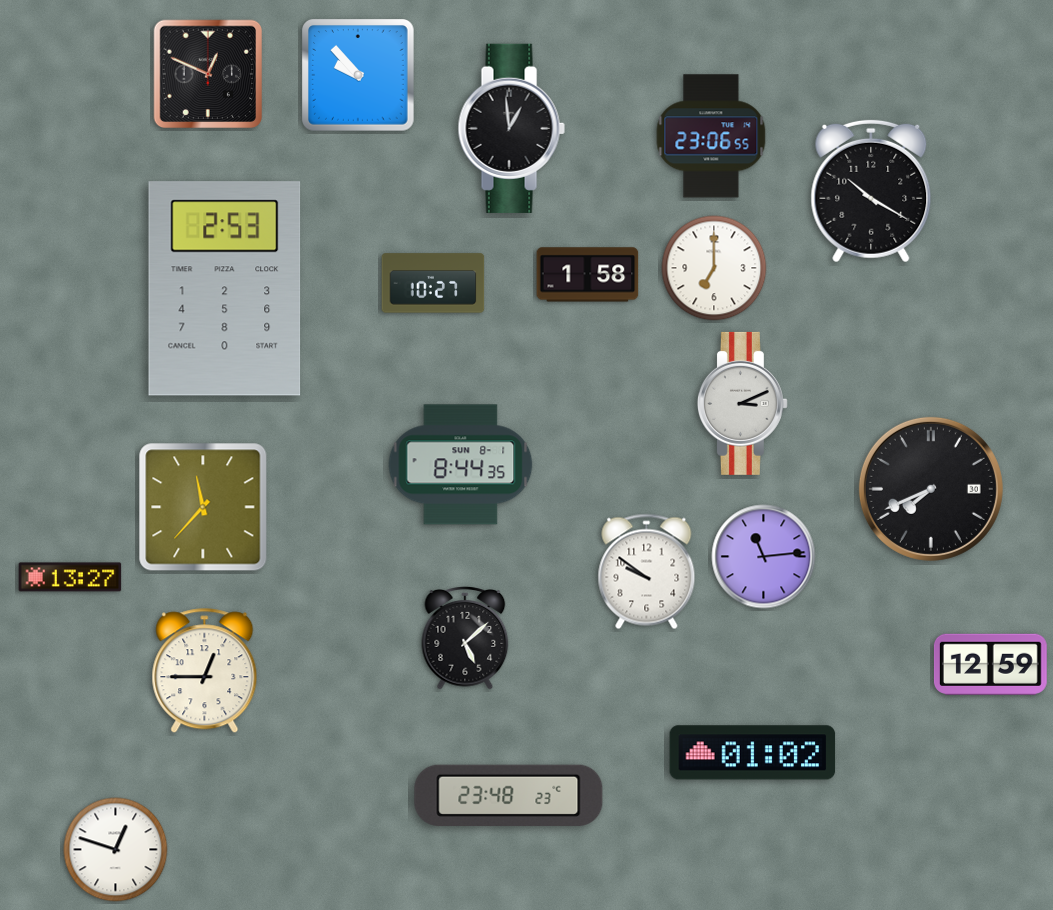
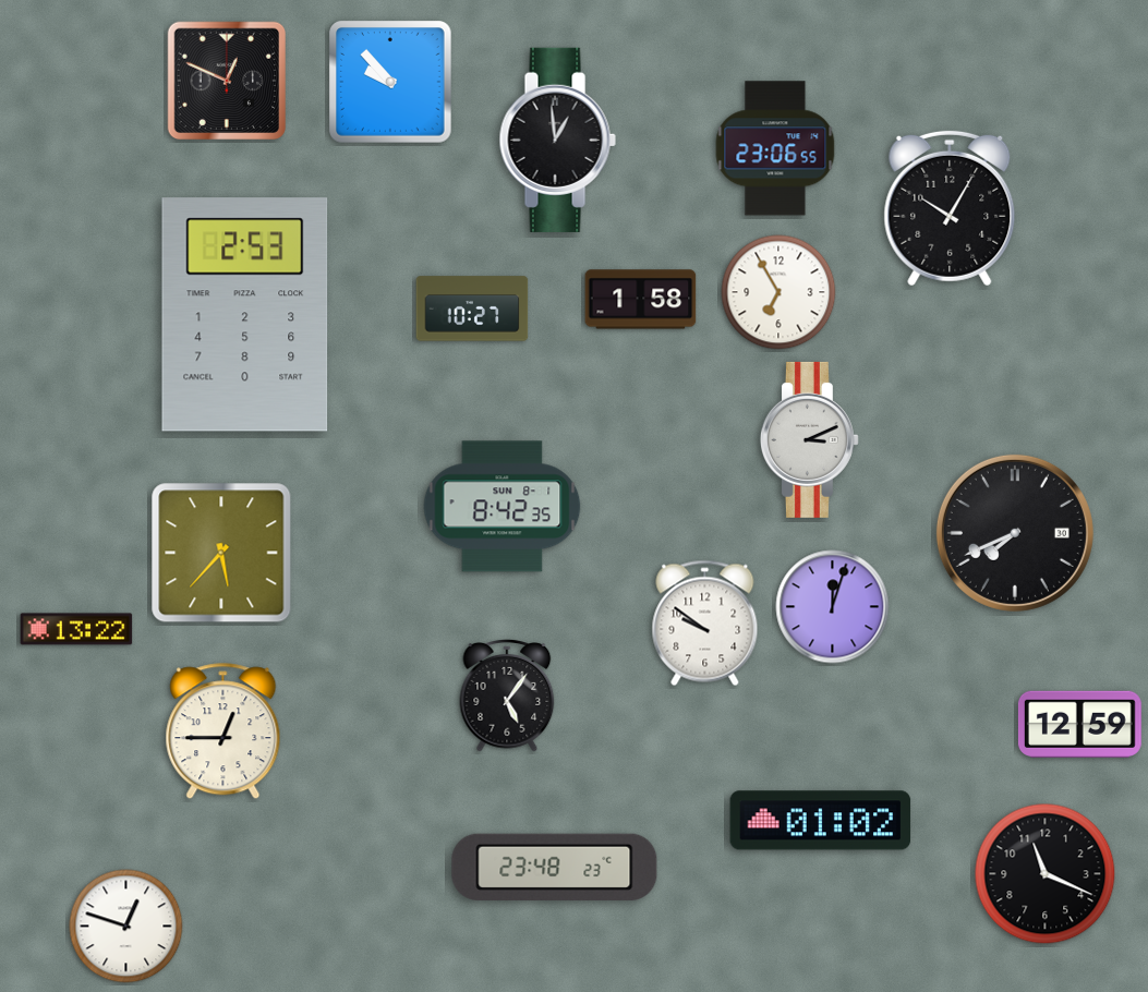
clock at (871, 191): 10:20 -> 10:05
clock at (714, 268): 7:00 -> 6:55
clock at (461, 465): 8:44 -> 8:42
clock at (203, 507): 11:37 -> 5:37
clock at (764, 557): 11:14 -> 12:03
clock at (70, 577): 13:27 -> 13:22
clock at (465, 639): 5:08 -> 5:06
clock at (1046, 874): none -> 11:19
